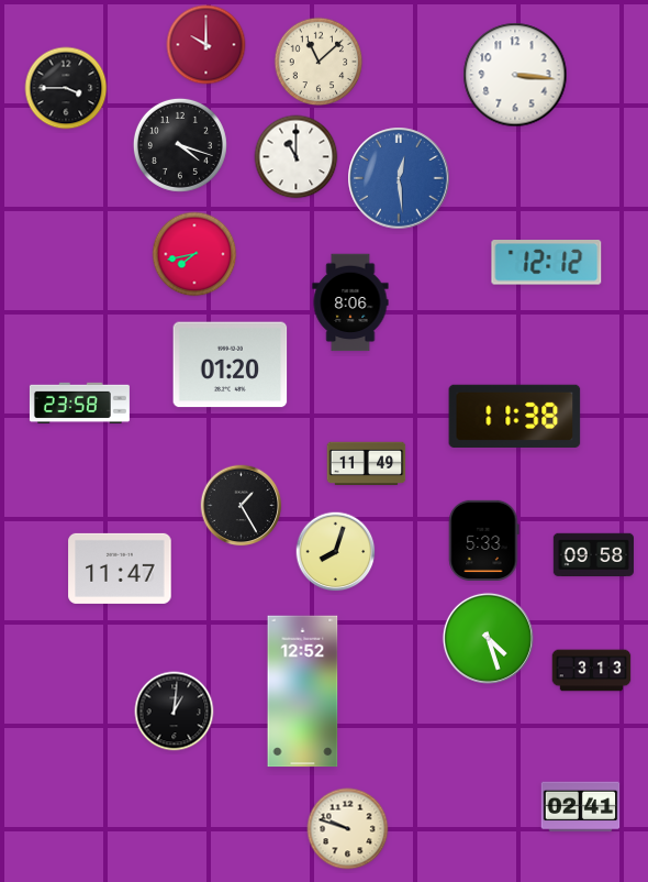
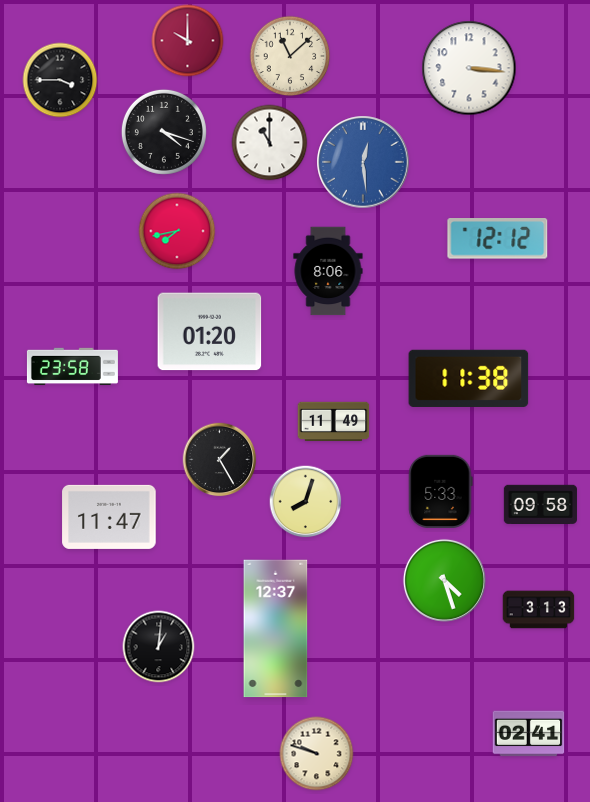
clock at (350, 302) position: (350, 302) -> (328, 271)
clock at (303, 692): 12:52 -> 12:37
